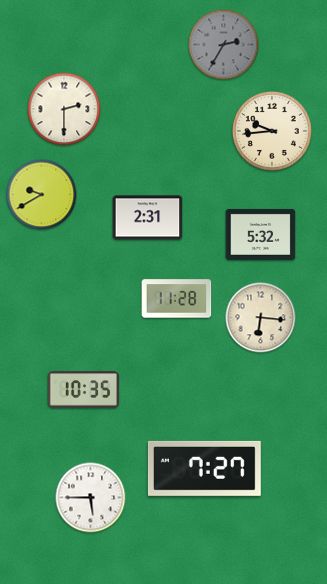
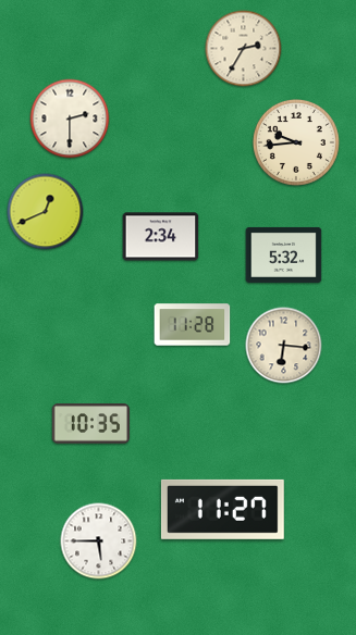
clock at (224, 45) dial: grey -> cream
clock at (42, 195): 9:40 -> 12:41
clock at (148, 218): 2:31 -> 2:34
clock at (204, 468): 7:27 -> 11:27
